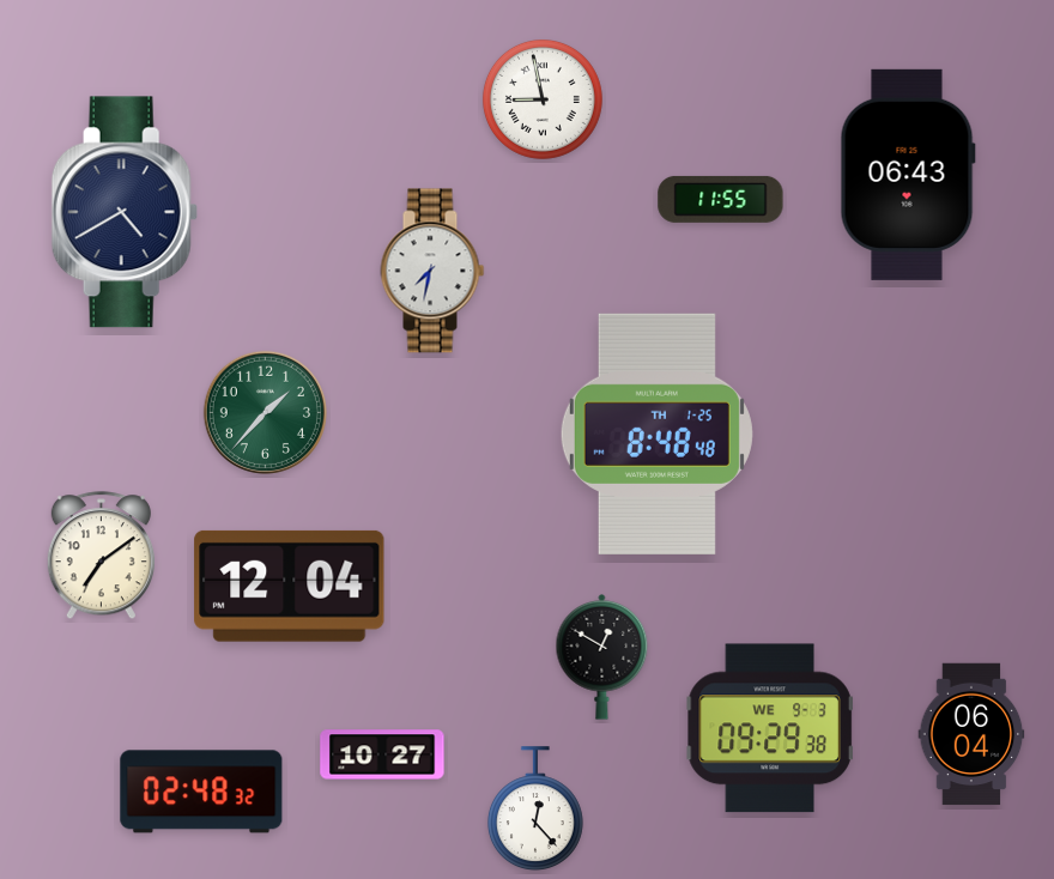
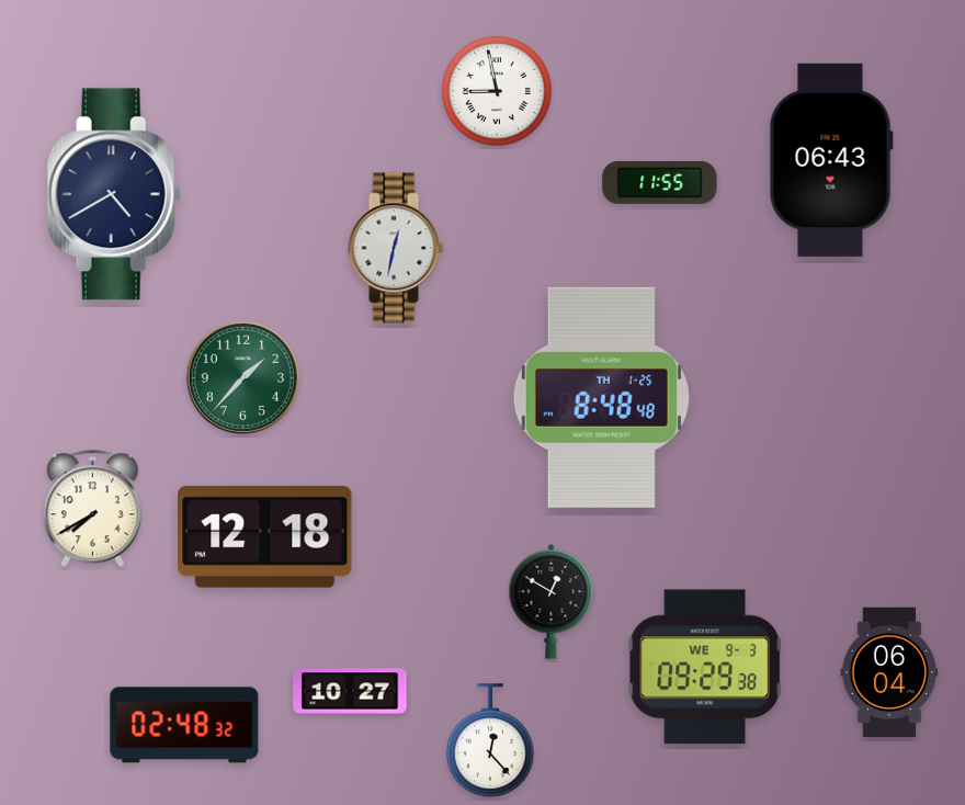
clock at (432, 271): 7:32 -> 12:32
clock at (101, 556): 7:09 -> 7:40
clock at (290, 586): 12:04 -> 12:18
